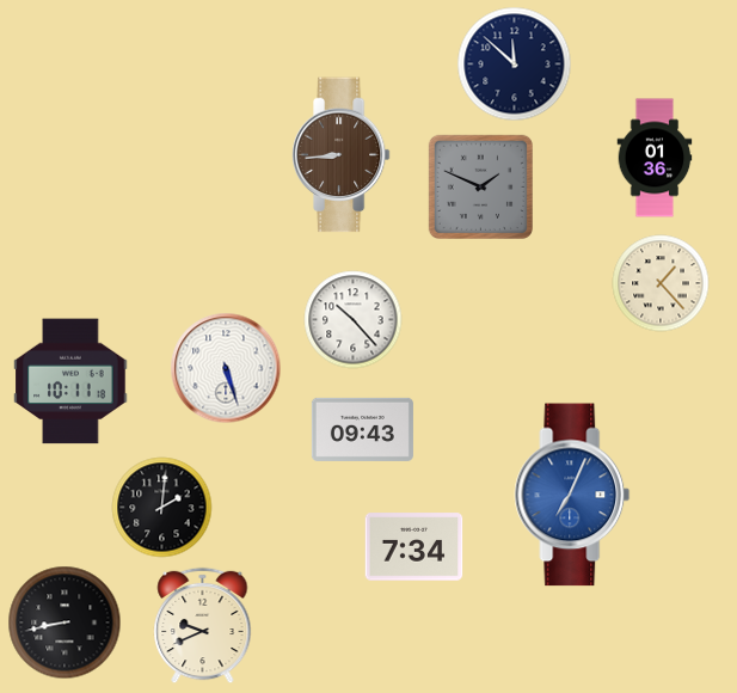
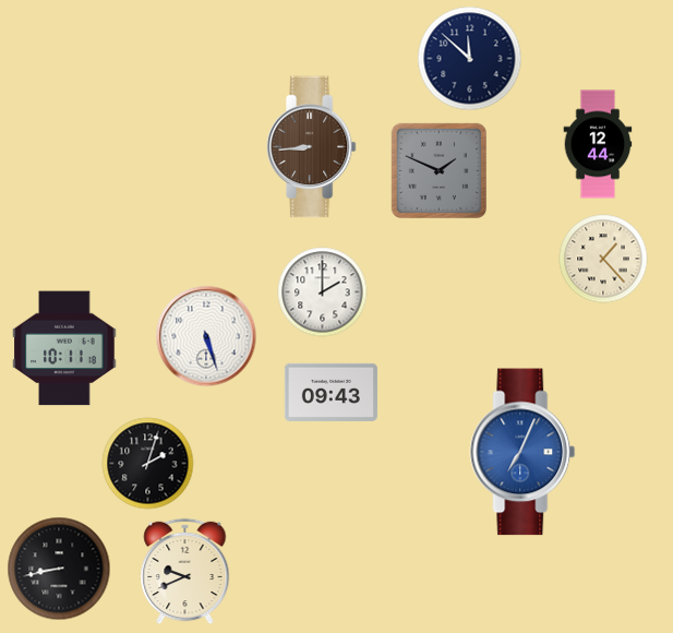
clock at (340, 155) position: (340, 155) -> (311, 147)
clock at (655, 158): 01:36 -> 12:44
clock at (354, 320): 10:23 -> 2:00
clock at (162, 508): 2:01 -> 2:03
clock at (414, 547): 7:34 -> none
